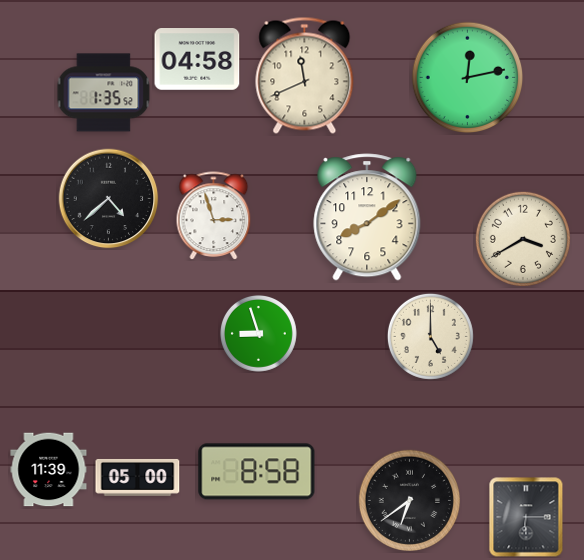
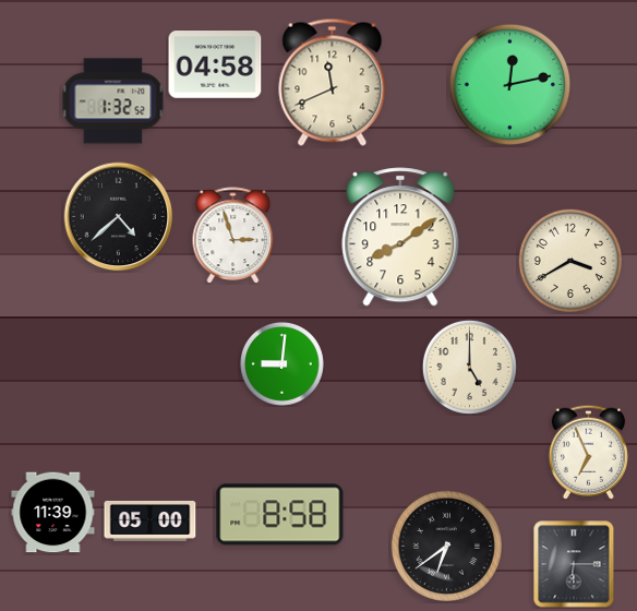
clock at (104, 93): 1:35 -> 1:32
clock at (258, 333): 8:57 -> 9:01
clock at (588, 452): none -> 6:56
